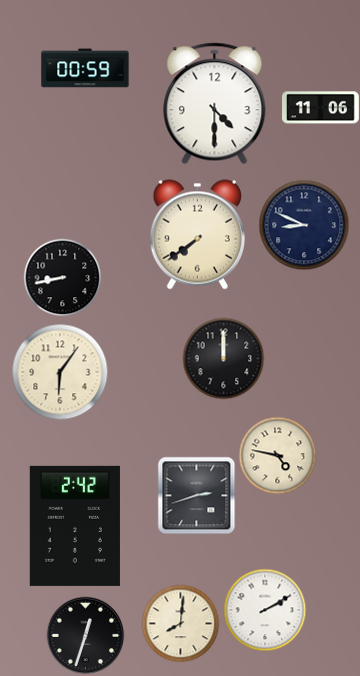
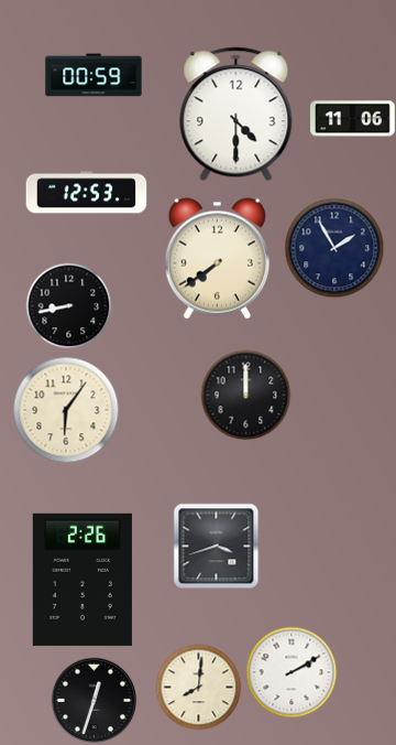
clock at (87, 193): none -> 12:53
clock at (304, 225): 8:49 -> 1:55
clock at (277, 455): 4:47 -> none
clock at (196, 495): 2:42 -> 3:42
clock at (75, 526): 2:42 -> 2:26
